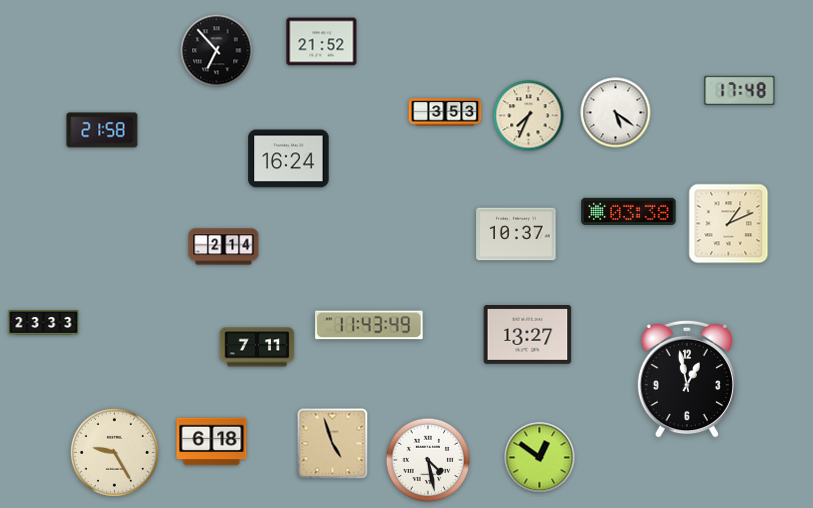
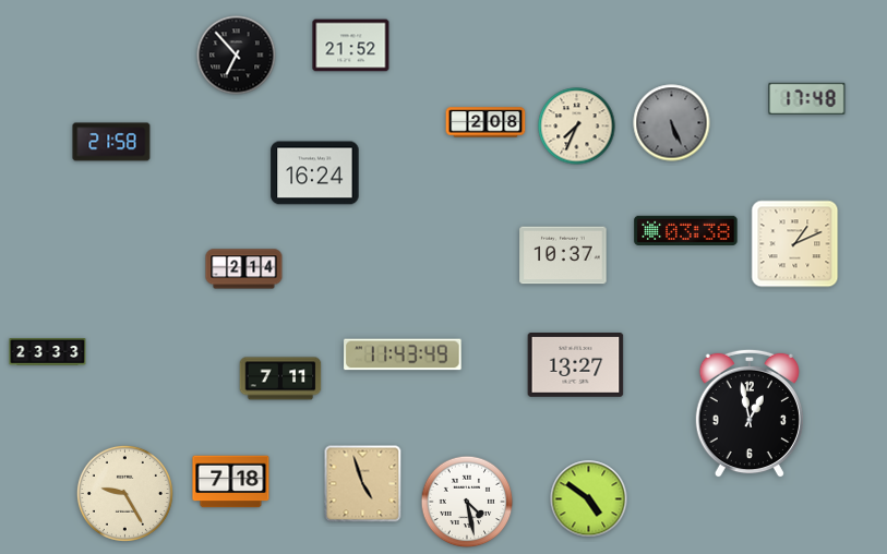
clock at (445, 112): 3:53 -> 2:08
clock at (616, 113): 5:21 -> 5:26
clock at (616, 113) dial: white -> grey
clock at (212, 442): 6:18 -> 7:18
clock at (540, 458): 12:51 -> 4:51
